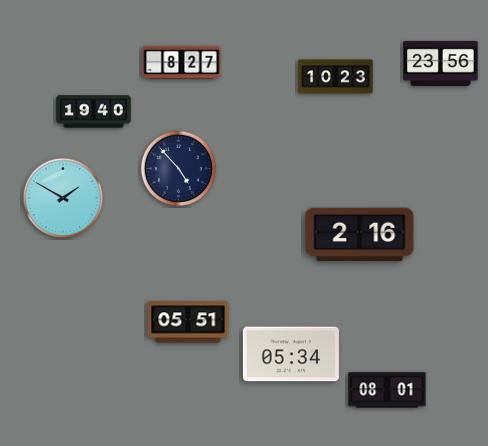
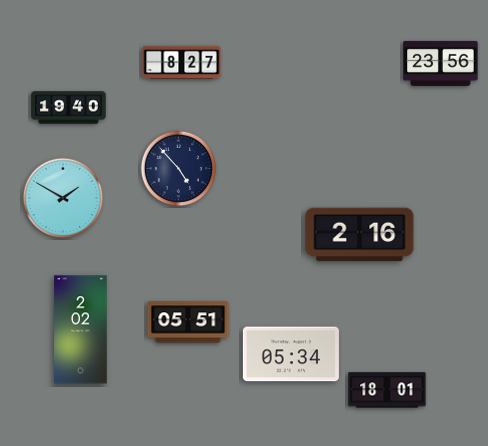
clock at (336, 77): 10:23 -> none
clock at (94, 112) position: (94, 112) -> (69, 108)
clock at (81, 330): none -> 2:02
clock at (387, 390): 08:01 -> 18:01
